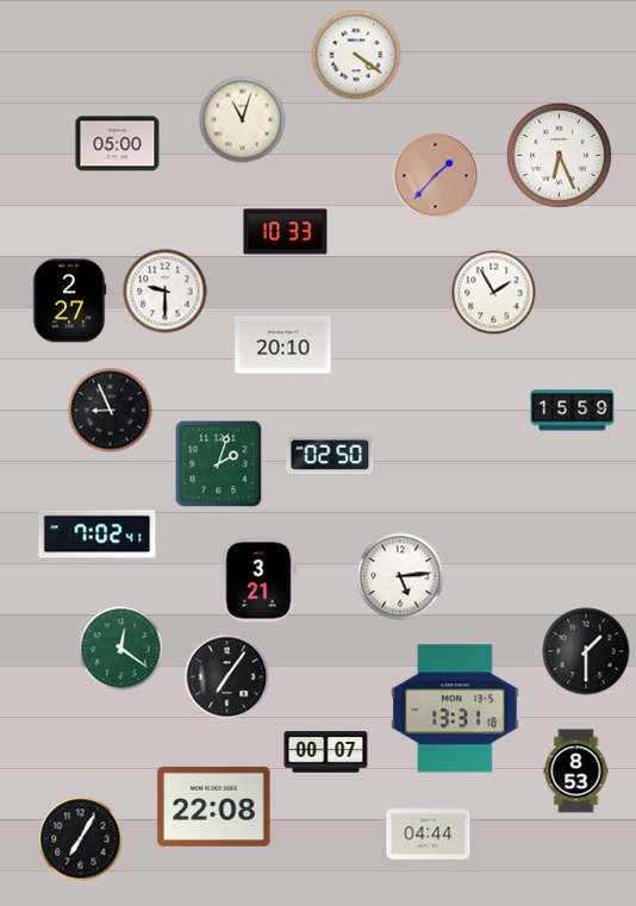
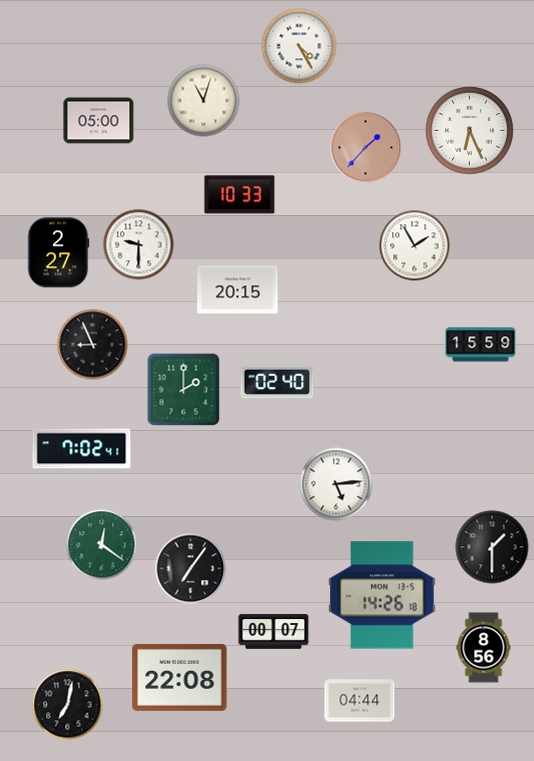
clock at (356, 55): 4:21 -> 4:25
clock at (283, 345): 20:10 -> 20:15
clock at (330, 455): 02:50 -> 02:40
clock at (219, 464): 2:03 -> 2:00
clock at (258, 581): 3:21 -> none
clock at (455, 708): 13:31 -> 14:26
clock at (576, 771): 8:53 -> 8:56
clock at (81, 839): 7:05 -> 7:02
